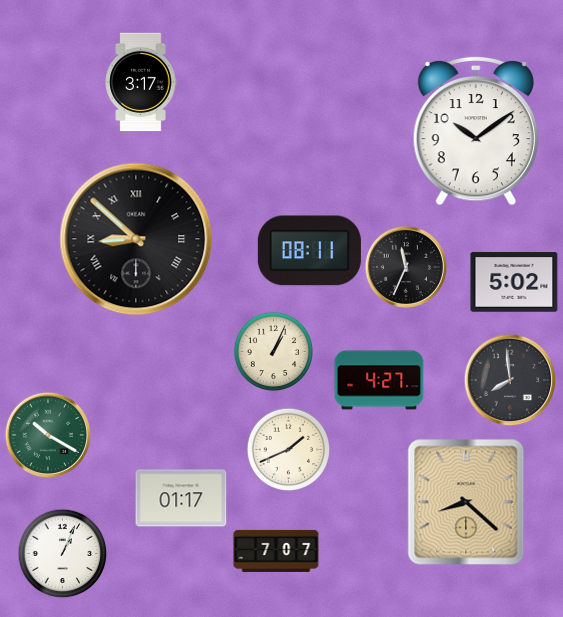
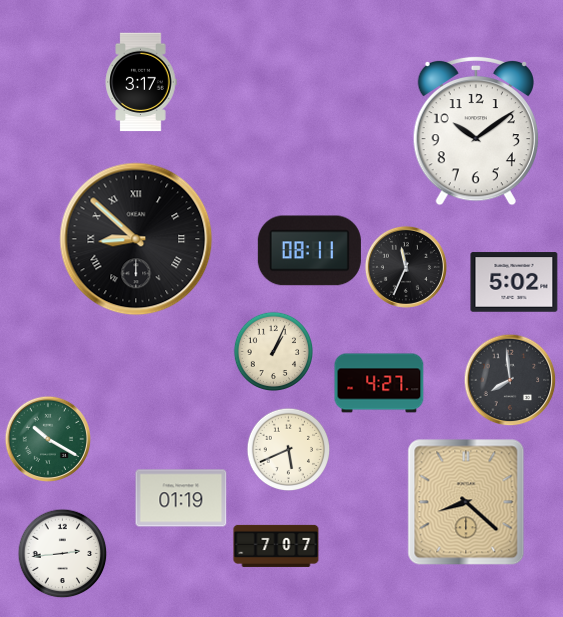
clock at (379, 380) position: (379, 380) -> (379, 383)
clock at (47, 434) position: (47, 434) -> (47, 438)
clock at (288, 449): 1:41 -> 5:41
clock at (181, 498): 01:17 -> 01:19
clock at (276, 551) position: (276, 551) -> (276, 546)
clock at (62, 553): 1:04 -> 2:44
